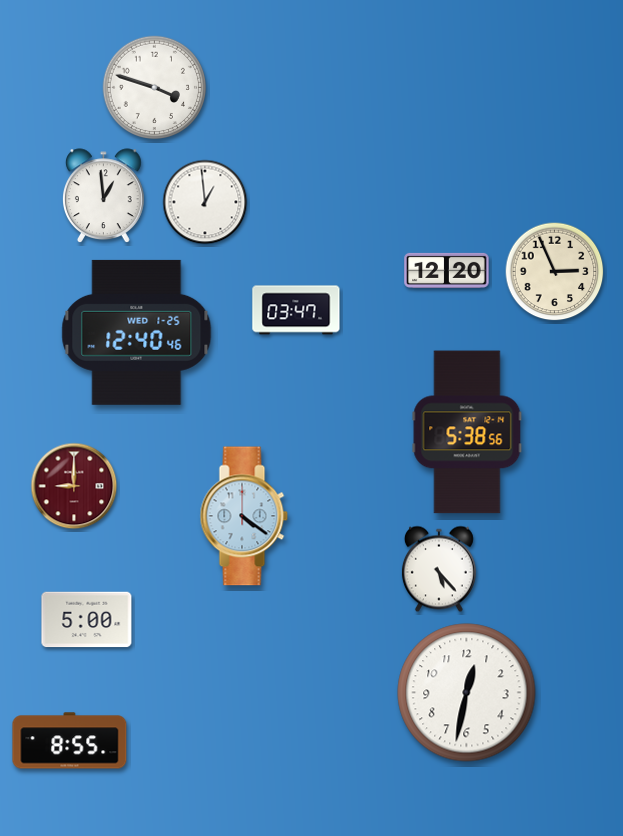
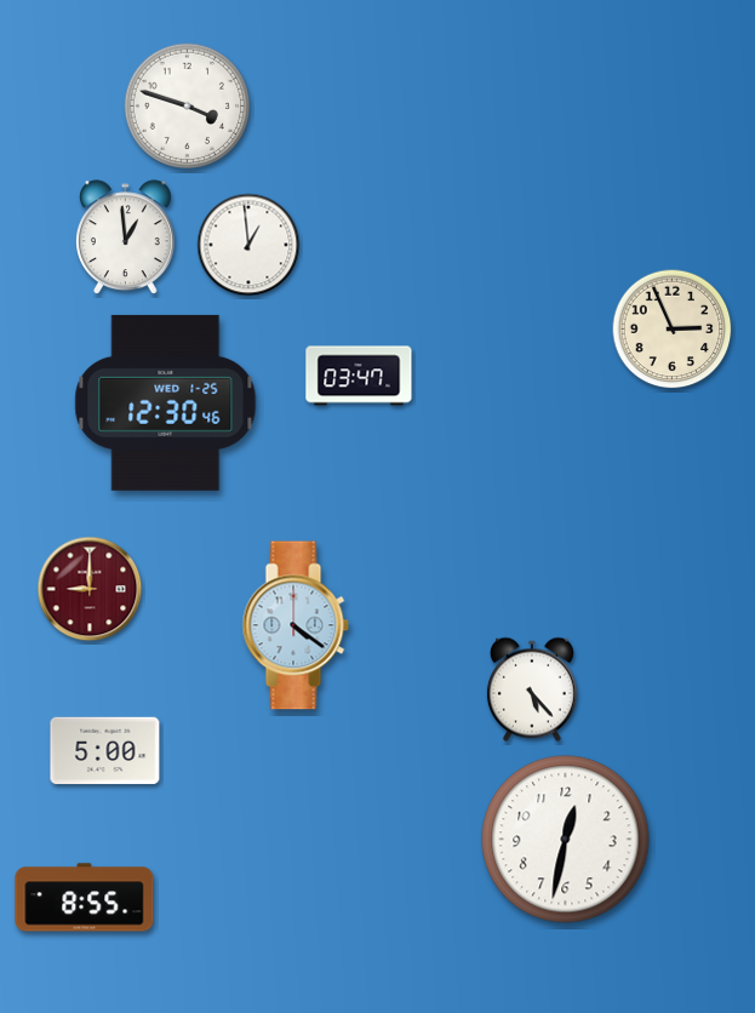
clock at (447, 270): 12:20 -> none
clock at (137, 332): 12:40 -> 12:30
clock at (467, 432): 5:38 -> none
